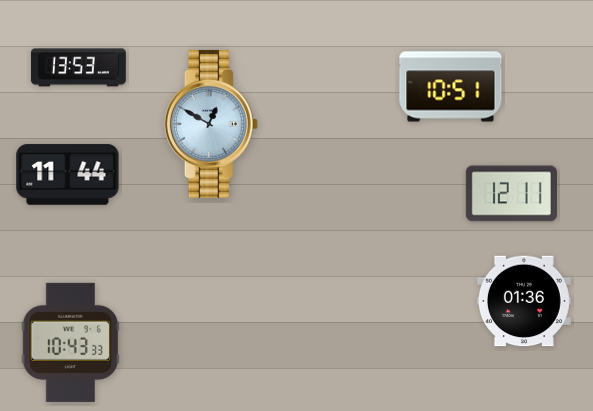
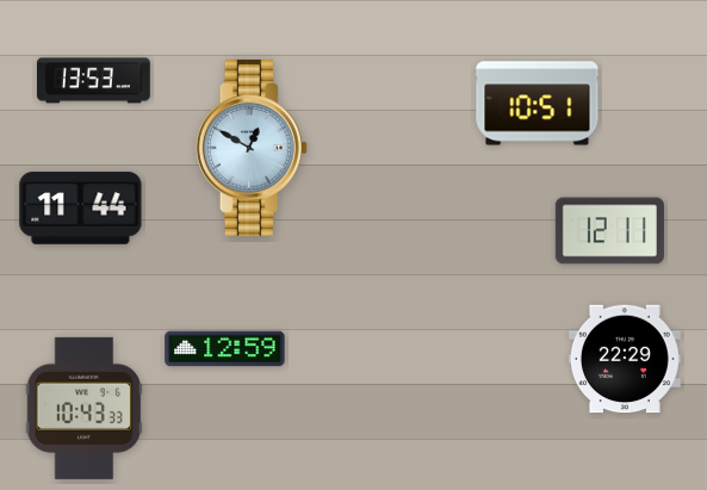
clock at (225, 349): none -> 12:59
clock at (524, 301): 01:36 -> 22:29
